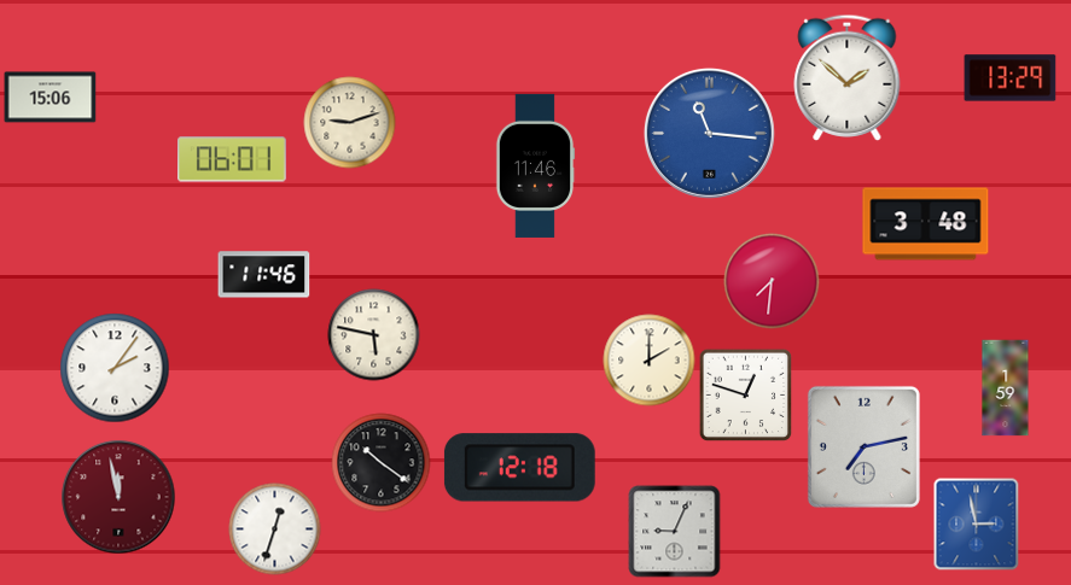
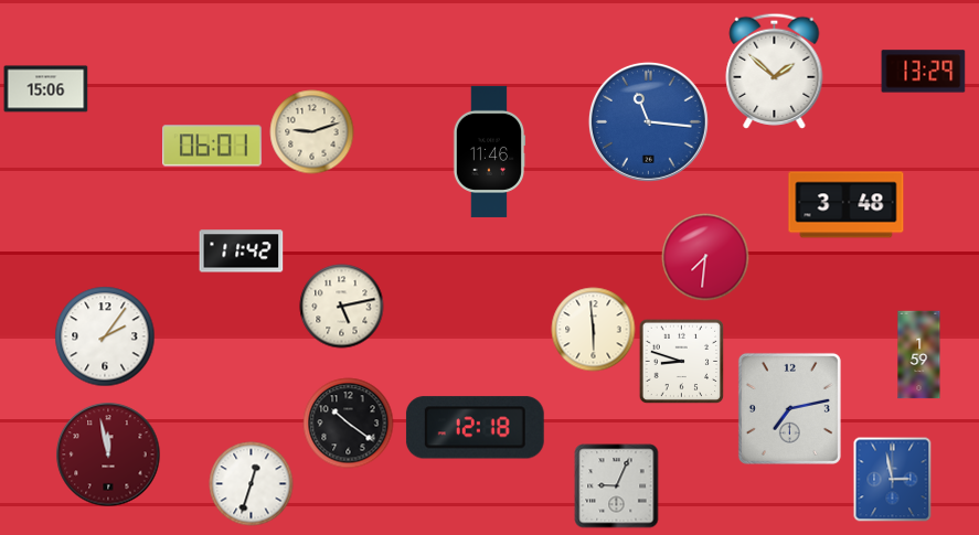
clock at (350, 123) position: (350, 123) -> (312, 132)
clock at (264, 275): 11:46 -> 11:42
clock at (374, 335): 5:47 -> 5:13
clock at (650, 361): 2:00 -> 5:59
clock at (745, 394): 12:48 -> 8:48
